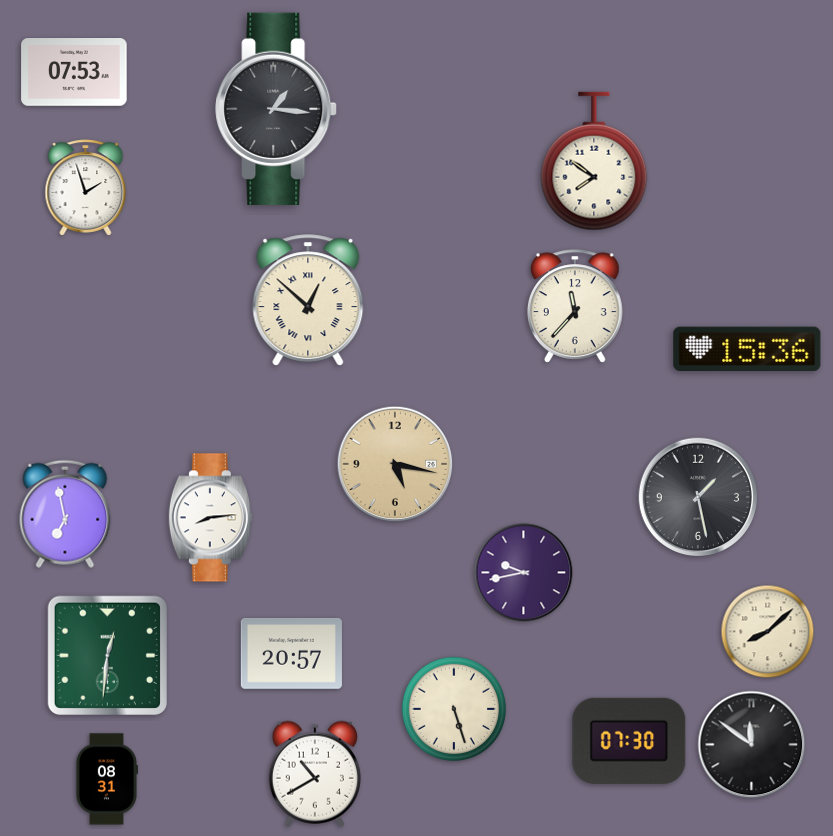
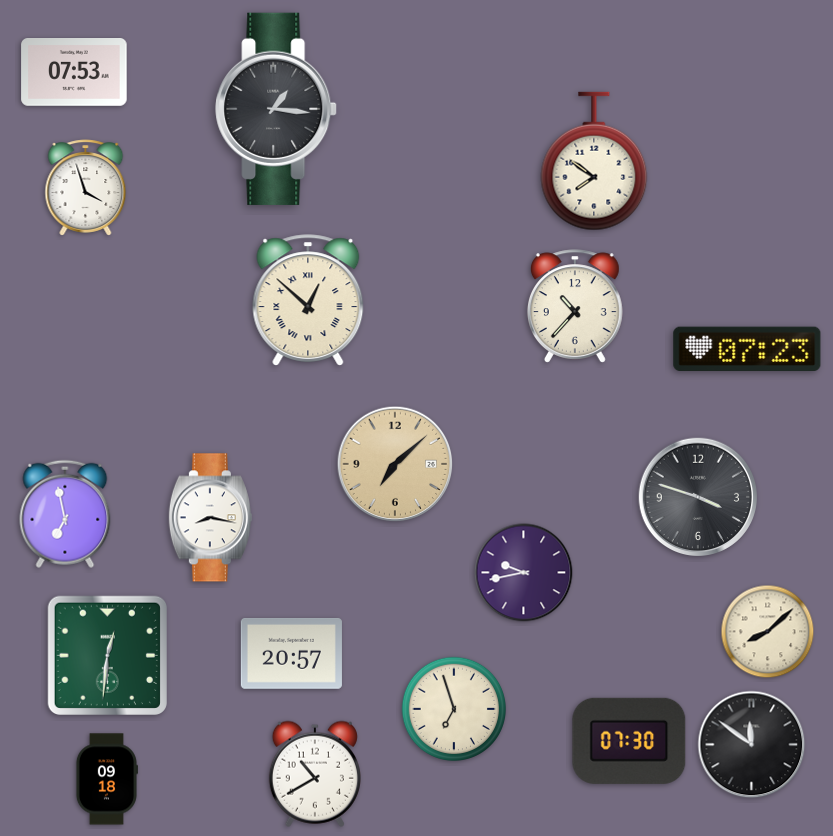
clock at (86, 188): 1:57 -> 3:57
clock at (575, 306): 11:37 -> 10:37
clock at (747, 348): 15:36 -> 07:23
clock at (395, 464): 5:17 -> 7:08
clock at (697, 496): 1:28 -> 3:48
clock at (210, 518): 8:14 -> 8:17
clock at (454, 709): 5:27 -> 6:57
clock at (106, 779): 08:31 -> 09:18
